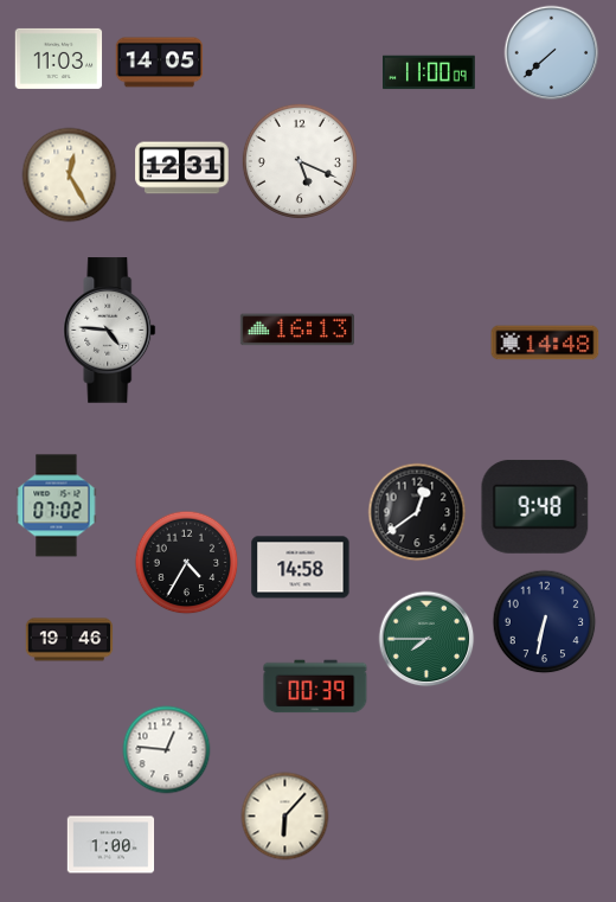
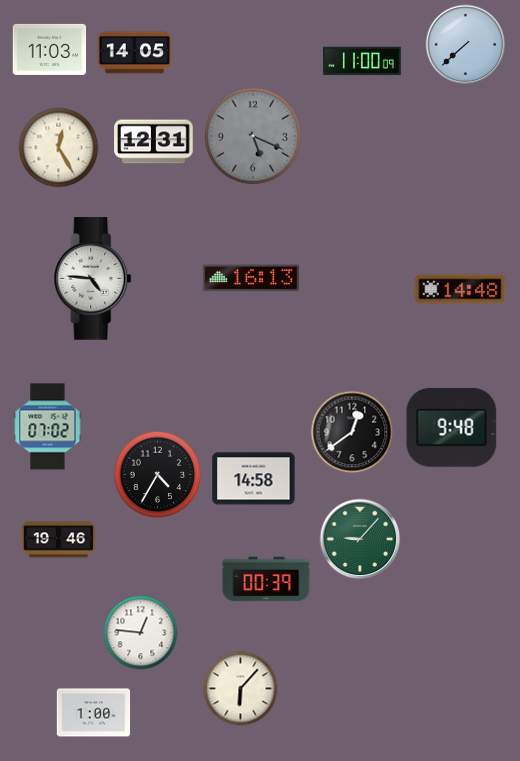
clock at (300, 161) dial: white -> grey
clock at (545, 622): 6:32 -> none
clock at (426, 639): 7:45 -> 9:07
